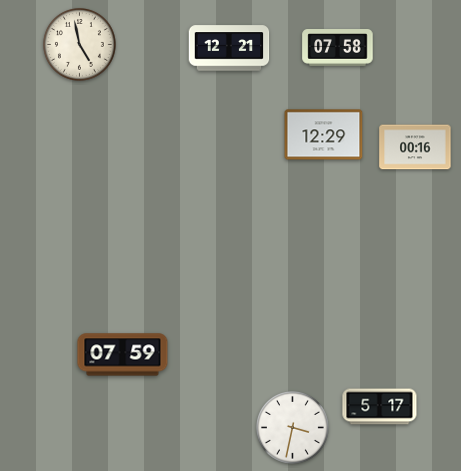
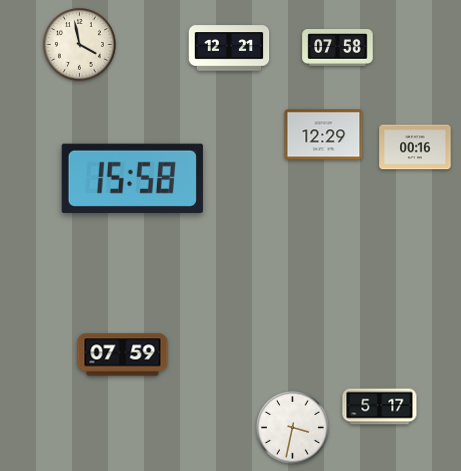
clock at (79, 44): 4:58 -> 3:58
clock at (132, 178): none -> 15:58
